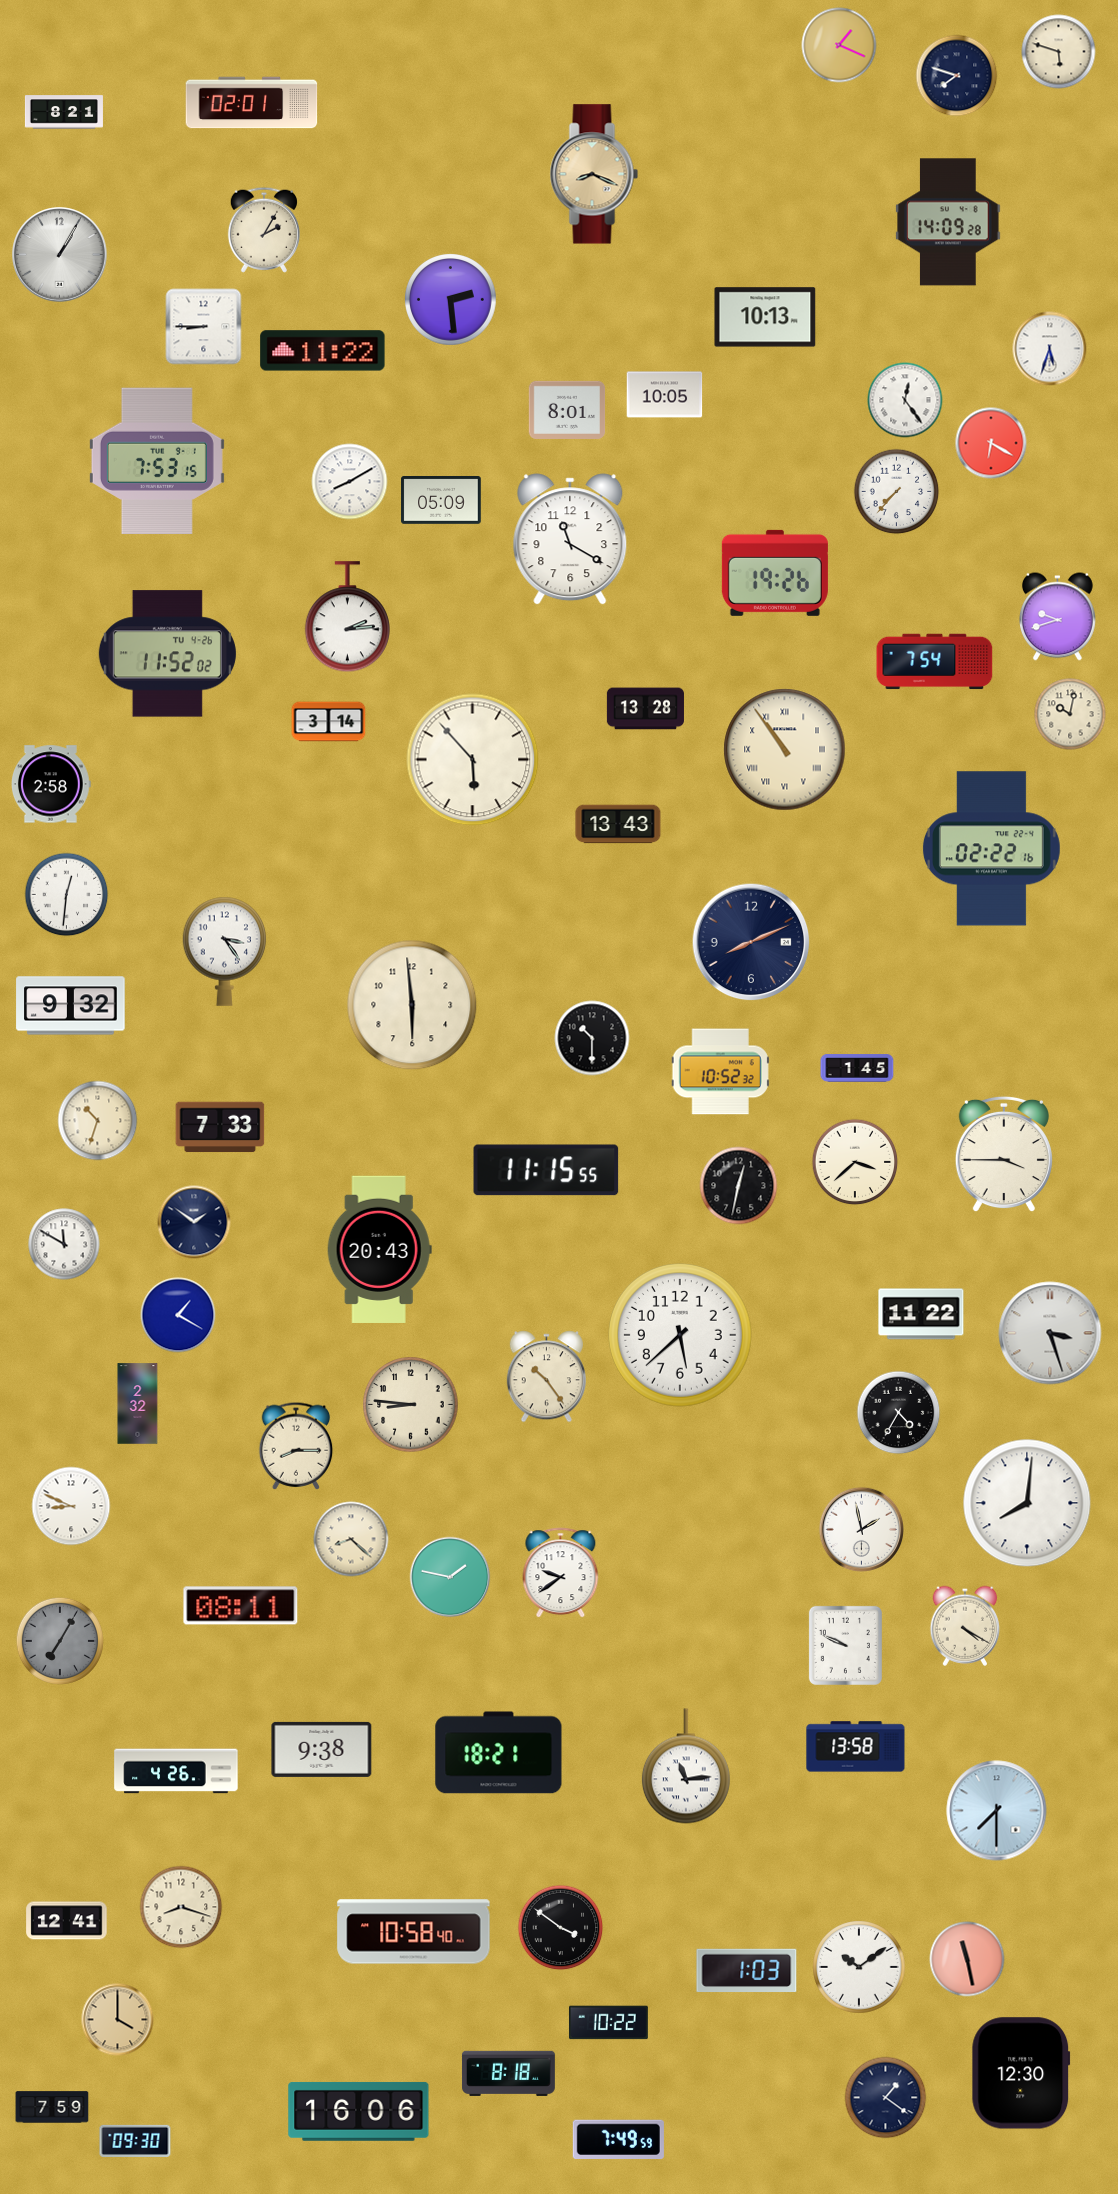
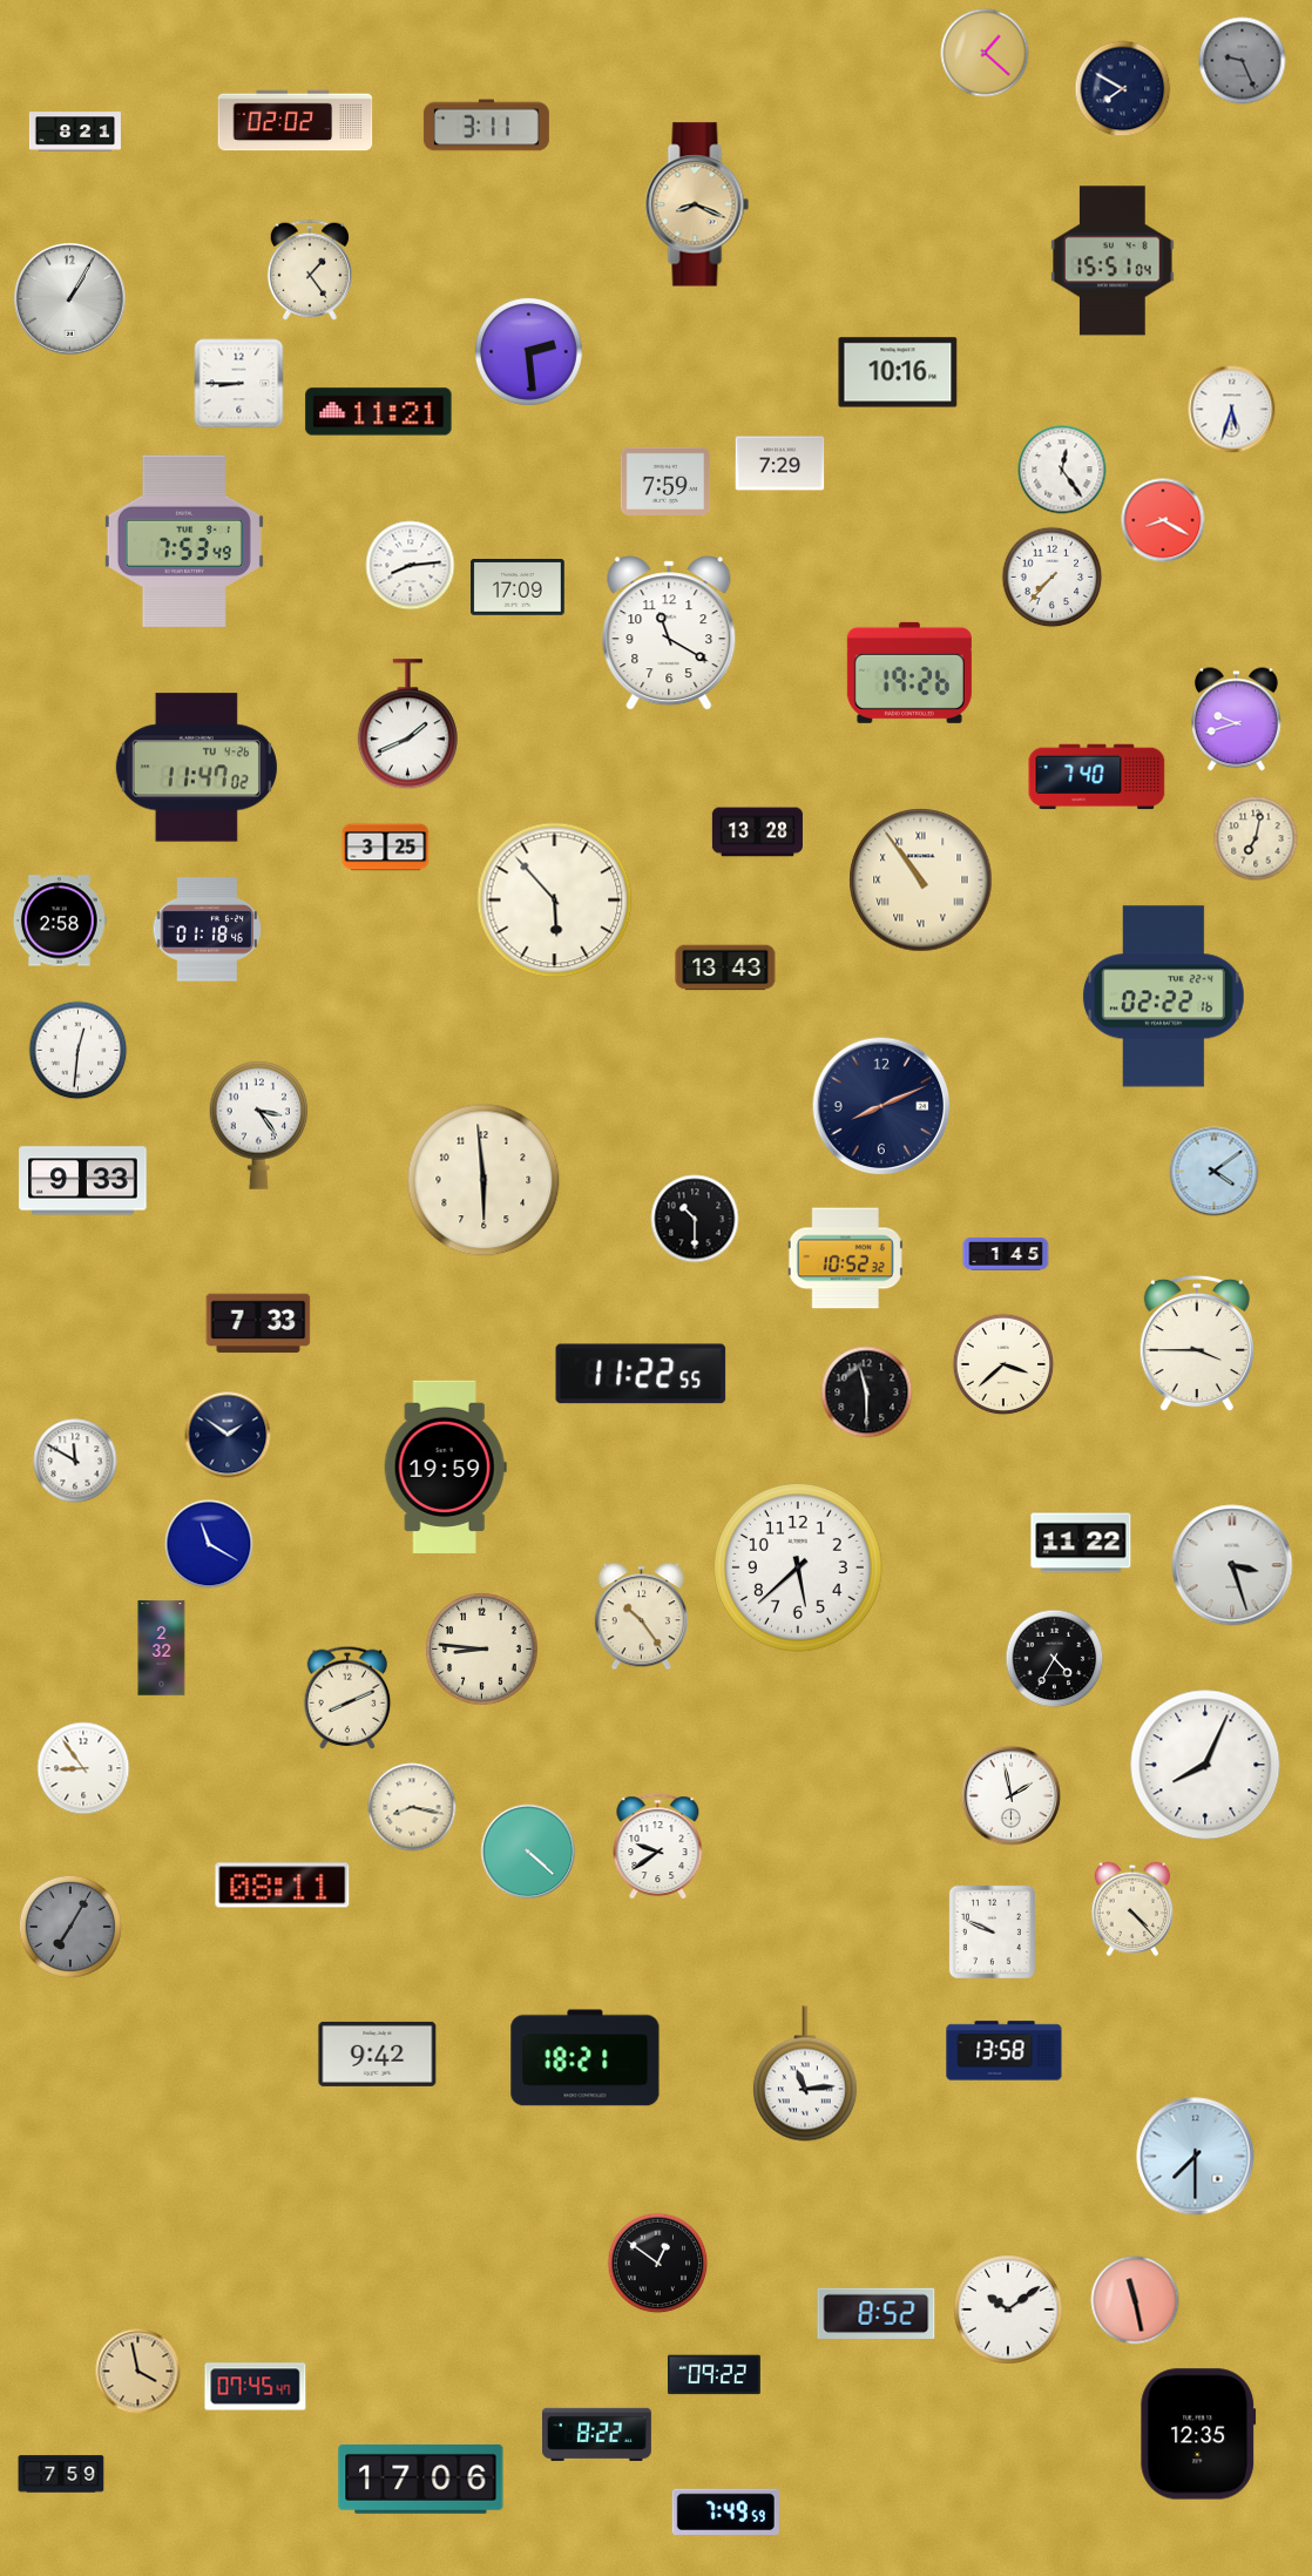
clock at (839, 45): 1:19 -> 1:22
clock at (1059, 52): 5:48 -> 9:26
clock at (1059, 52) dial: cream -> grey
clock at (957, 76): 7:48 -> 7:50
clock at (252, 103): 02:01 -> 02:02
clock at (486, 126): none -> 3:11
clock at (948, 222): 14:09 -> 15:51
clock at (264, 230): 2:05 -> 1:24
clock at (765, 317): 10:13 -> 10:16
clock at (323, 351): 11:22 -> 11:21
clock at (665, 395): 10:05 -> 7:29
clock at (567, 410): 8:01 -> 7:59
clock at (991, 443): 6:20 -> 8:20
clock at (157, 460): 7:53:15 -> 7:53:49
clock at (350, 482): 8:10 -> 8:14
clock at (441, 501): 05:09 -> 17:09
clock at (347, 617): 2:14 -> 1:41
clock at (1057, 617) position: (1057, 617) -> (1236, 720)
clock at (167, 654): 11:52 -> 11:47
clock at (935, 662): 7:54 -> 7:40
clock at (1070, 714): 10:02 -> 7:02
clock at (329, 722): 3:14 -> 3:25
clock at (473, 760) position: (473, 760) -> (555, 901)
clock at (208, 930): none -> 01:18
clock at (225, 951) position: (225, 951) -> (259, 1125)
clock at (1215, 1172): none -> 4:09
clock at (71, 1006): 9:32 -> 9:33
clock at (98, 1121): 10:33 -> none
clock at (1004, 1154) position: (1004, 1154) -> (1197, 1343)
clock at (546, 1170): 11:15 -> 11:22
clock at (739, 1186): 12:32 -> 11:30
clock at (379, 1249): 20:43 -> 19:59
clock at (178, 1315): 1:20 -> 11:20
clock at (296, 1446): 8:15 -> 8:11
clock at (1027, 1503): 8:01 -> 8:04
clock at (71, 1506): 8:49 -> 8:54
clock at (351, 1539): 8:22 -> 8:17
clock at (450, 1577): 1:47 -> 4:22
clock at (965, 1626): 4:20 -> 4:23
clock at (322, 1749): 9:38 -> 9:42
clock at (176, 1771): 4:26 -> none
clock at (997, 1811) position: (997, 1811) -> (1196, 2157)
clock at (181, 1907): 8:18 -> none
clock at (67, 1921): 12:41 -> none
clock at (561, 1928): 3:51 -> 12:51
clock at (414, 1932): 10:58 -> none
clock at (747, 1971): 1:03 -> 8:52
clock at (118, 2020): 4:00 -> 3:58
clock at (608, 2023): 10:22 -> 09:22
clock at (256, 2387): none -> 07:45
clock at (508, 2073): 8:18 -> 8:22
clock at (1021, 2073): 12:30 -> 12:35
clock at (886, 2098): 1:21 -> none
clock at (359, 2111): 16:06 -> 17:06
clock at (135, 2141): 09:30 -> none
